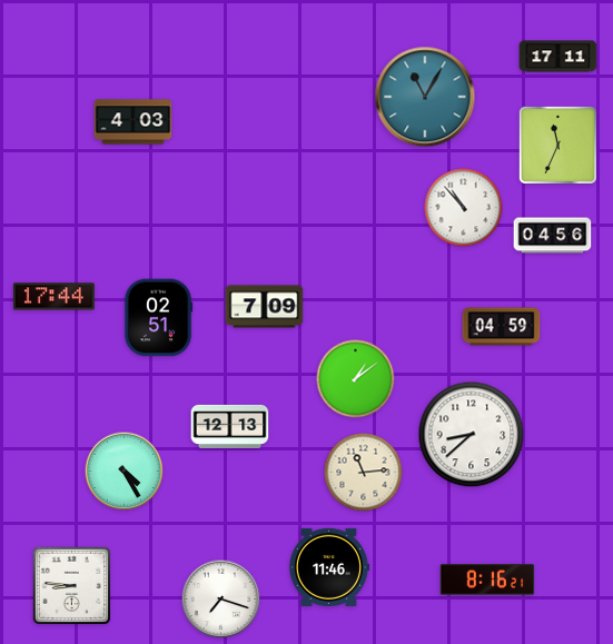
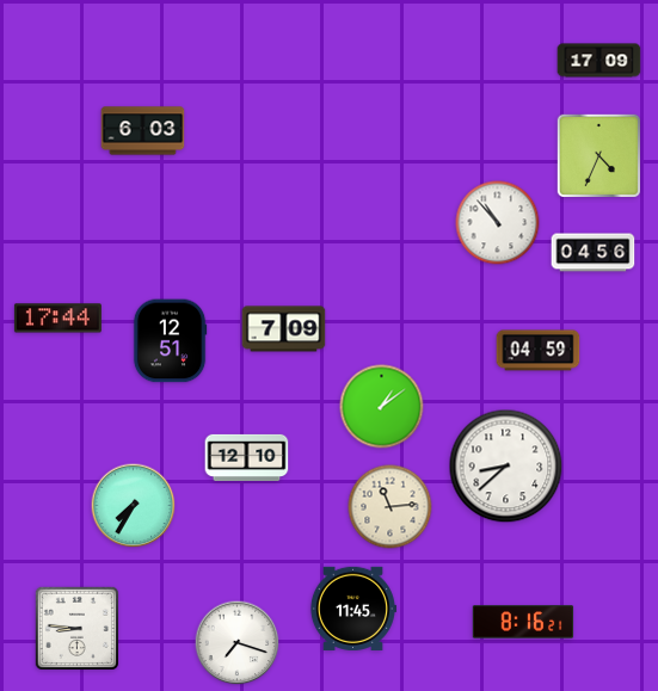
clock at (558, 57): 17:11 -> 17:09
clock at (425, 97): 11:05 -> none
clock at (134, 122): 4:03 -> 6:03
clock at (557, 145): 11:34 -> 4:34
clock at (158, 318): 02:51 -> 12:51
clock at (230, 426): 12:13 -> 12:10
clock at (125, 472): 4:25 -> 7:35
clock at (328, 567): 11:46 -> 11:45
